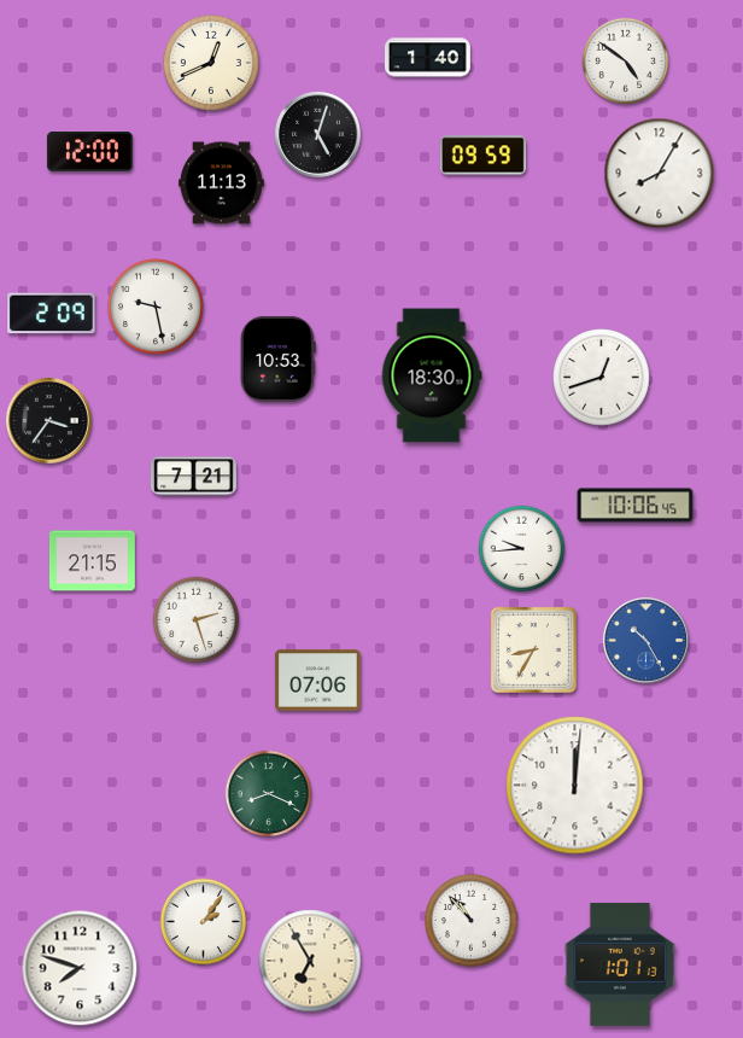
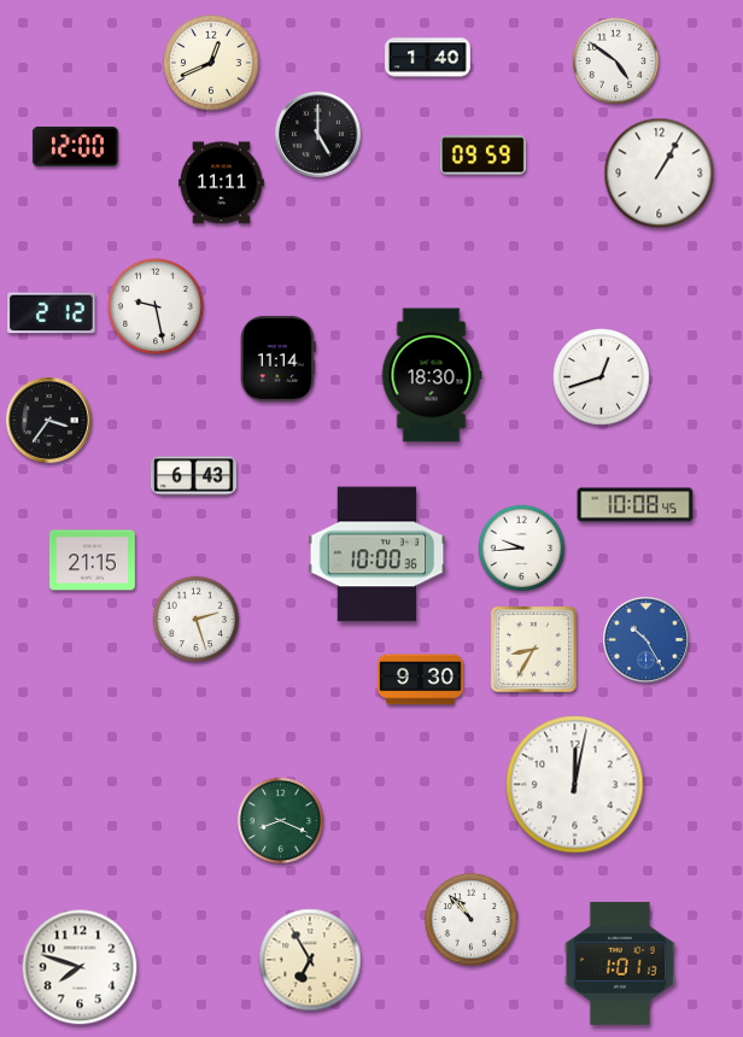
clock at (626, 62) position: (626, 62) -> (616, 61)
clock at (317, 134): 5:03 -> 5:00
clock at (89, 152) position: (89, 152) -> (75, 147)
clock at (660, 174): 8:05 -> 1:05
clock at (221, 183): 11:13 -> 11:11
clock at (52, 314): 2:09 -> 2:12
clock at (277, 358): 10:53 -> 11:14
clock at (193, 477): 7:21 -> 6:43
clock at (636, 506): 10:06 -> 10:08
clock at (378, 555): none -> 10:00
clock at (317, 681): 07:06 -> none
clock at (420, 680): none -> 9:30
clock at (575, 786): 12:01 -> 12:02
clock at (269, 794) position: (269, 794) -> (281, 821)
clock at (204, 922): 2:06 -> none
